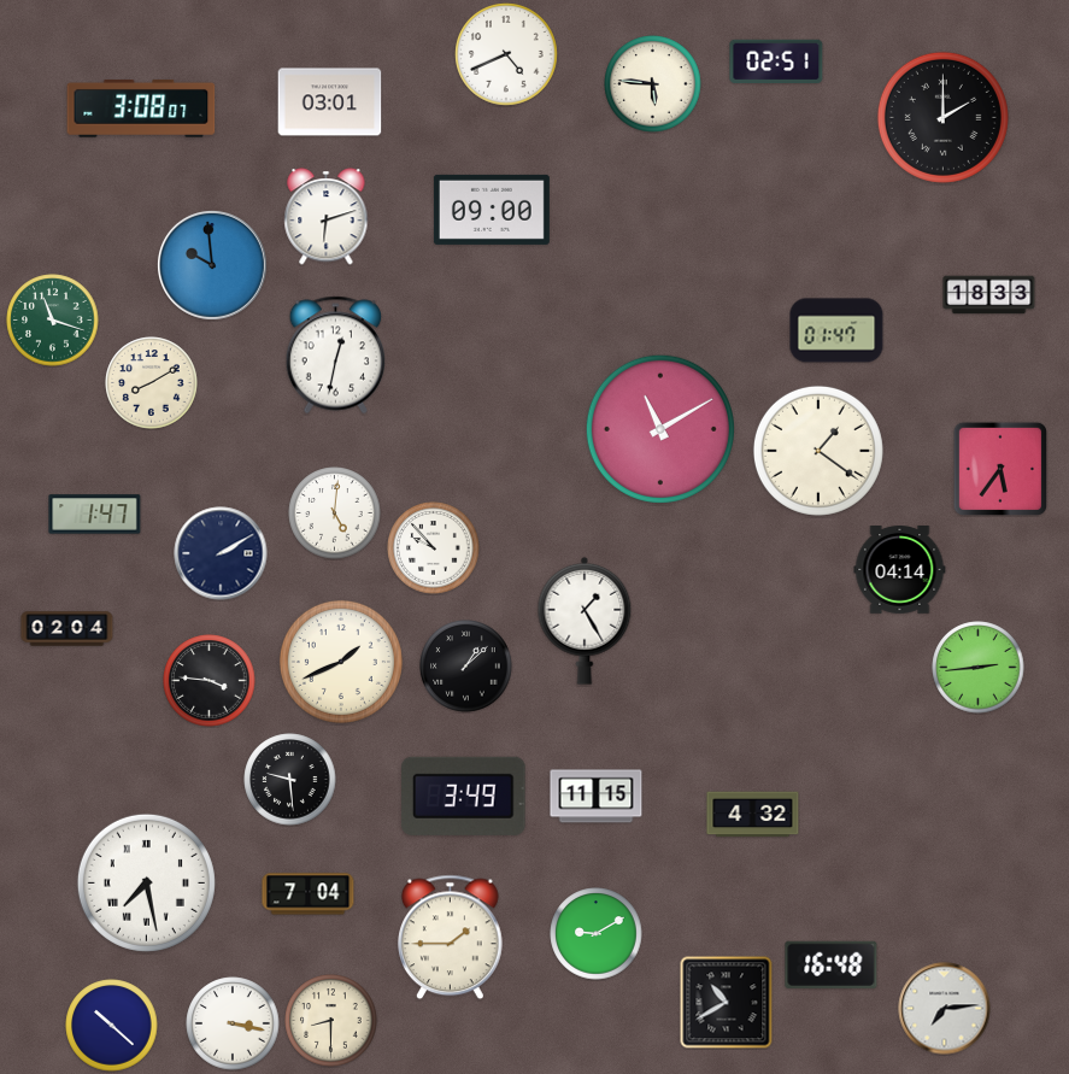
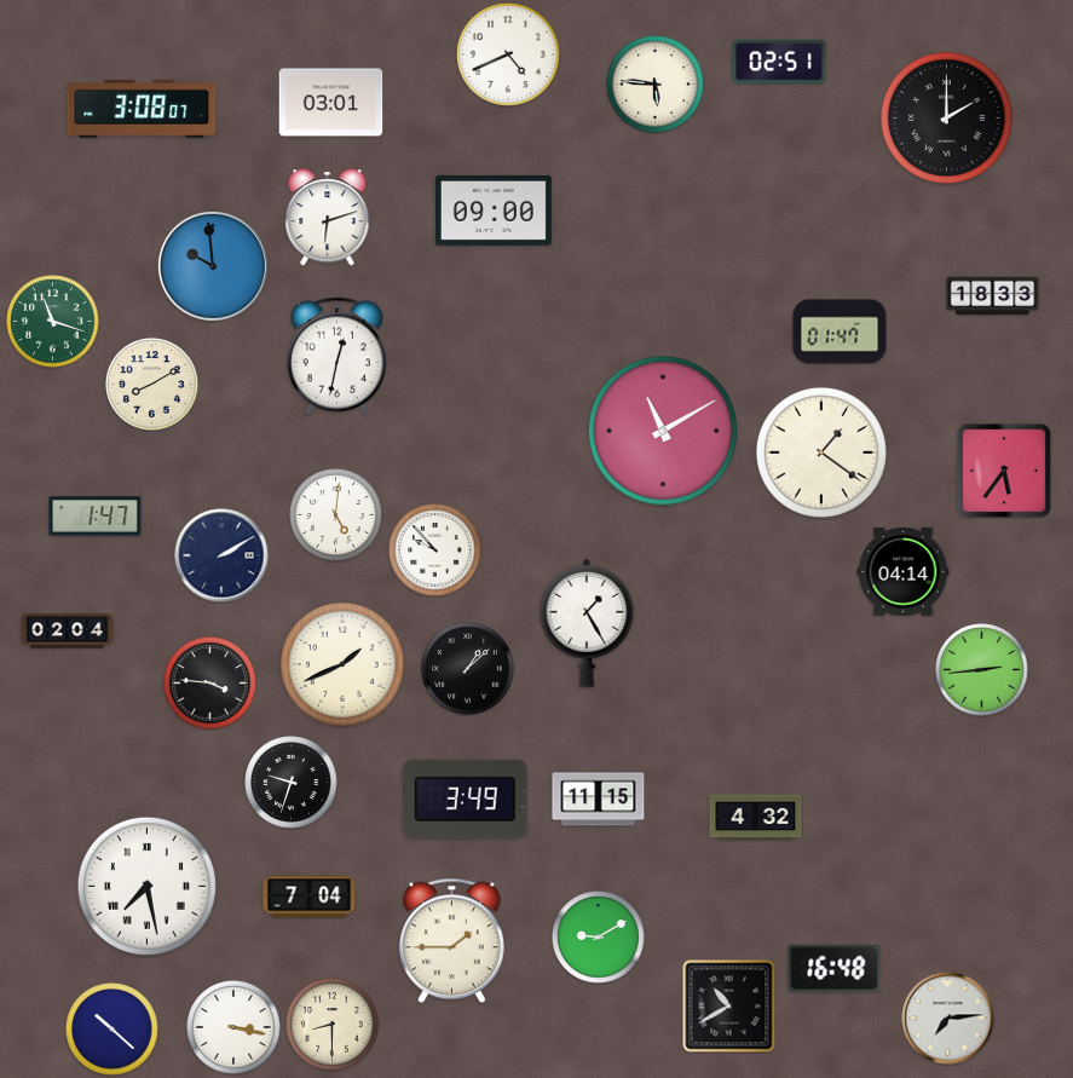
clock at (290, 780): 9:29 -> 9:33
clock at (945, 1009) position: (945, 1009) -> (948, 1019)
